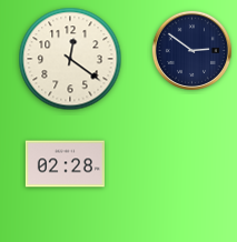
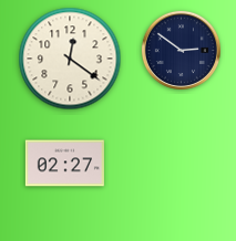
clock at (191, 50) position: (191, 50) -> (181, 50)
clock at (65, 164): 02:28 -> 02:27
